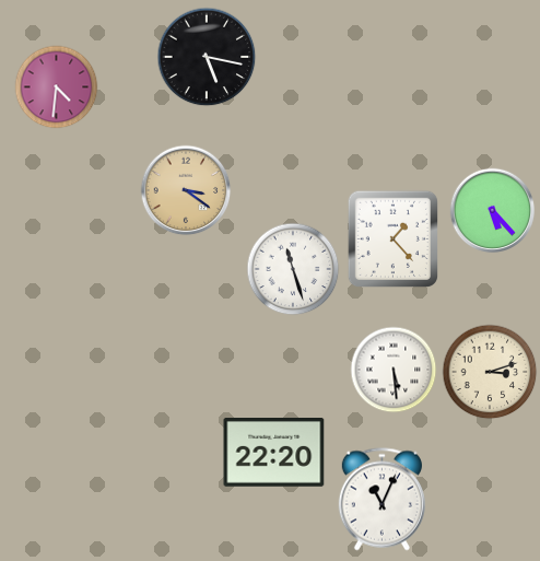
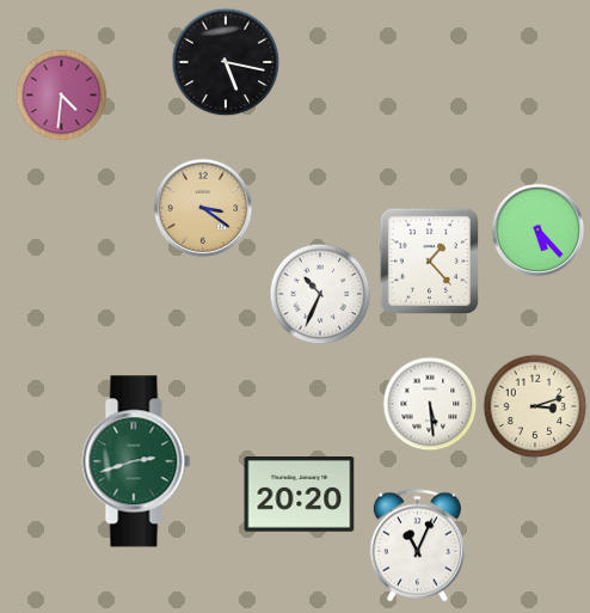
clock at (293, 269): 11:27 -> 10:34
clock at (136, 461): none -> 2:42
clock at (274, 453): 22:20 -> 20:20
